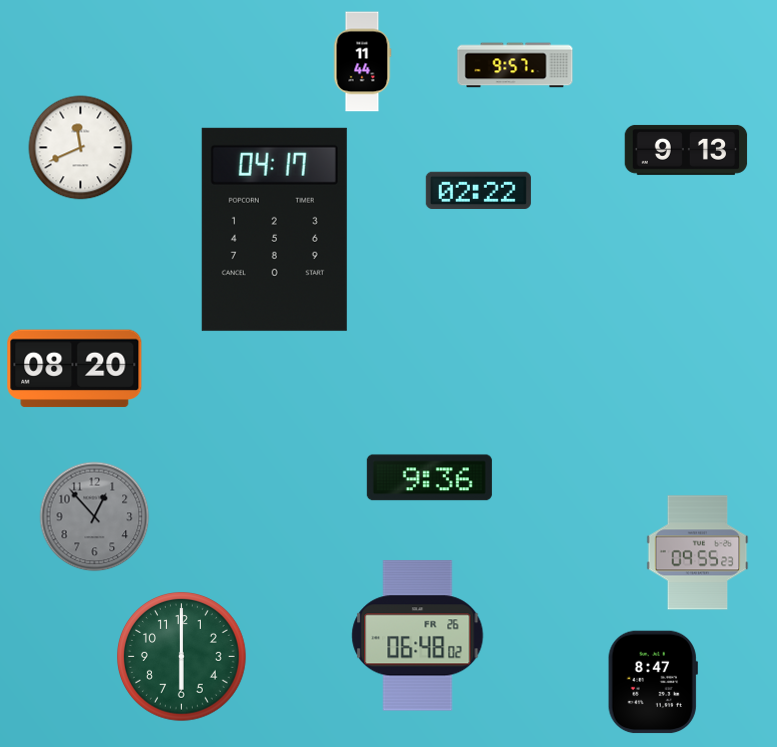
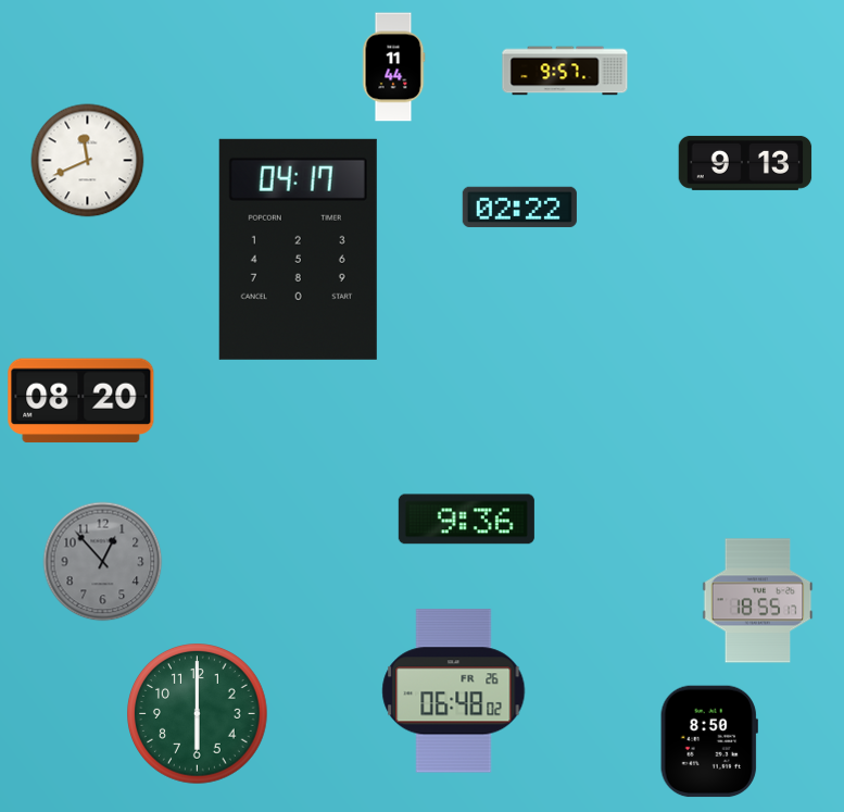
clock at (515, 65) position: (515, 65) -> (565, 71)
clock at (698, 553): 09:55 -> 18:55
clock at (653, 682): 8:47 -> 8:50
